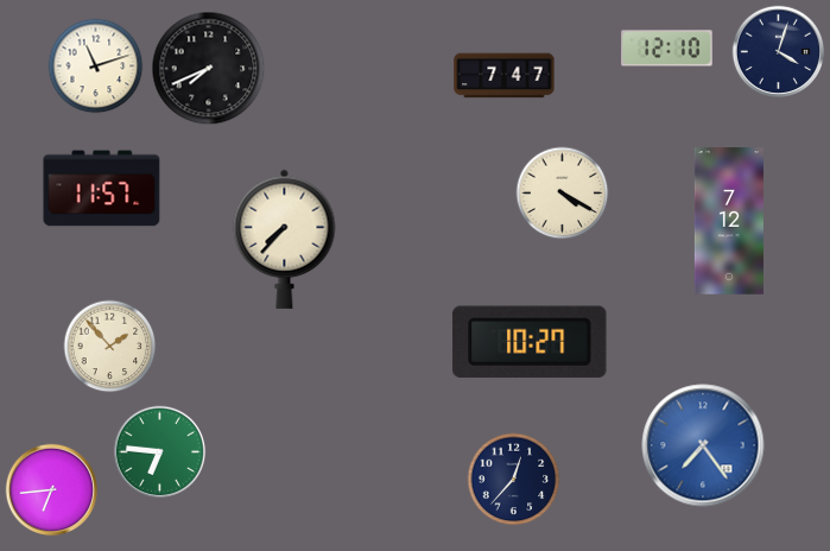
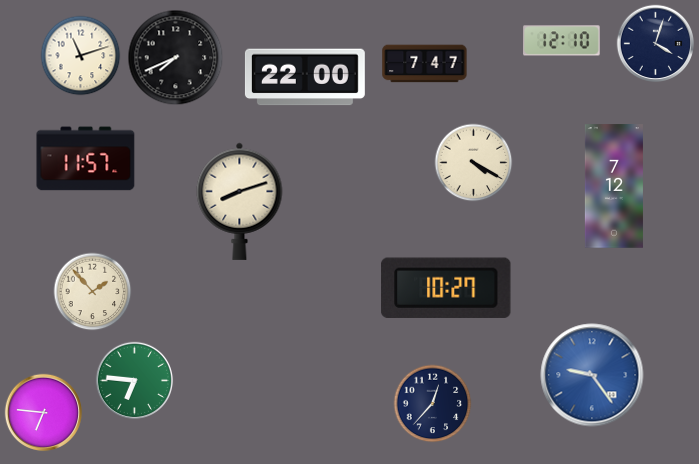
clock at (305, 77): none -> 22:00
clock at (285, 239): 7:37 -> 8:12
clock at (703, 445): 7:24 -> 9:24
clock at (51, 489): 6:44 -> 6:46
